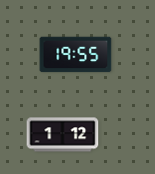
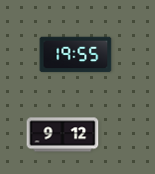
clock at (63, 135): 1:12 -> 9:12
